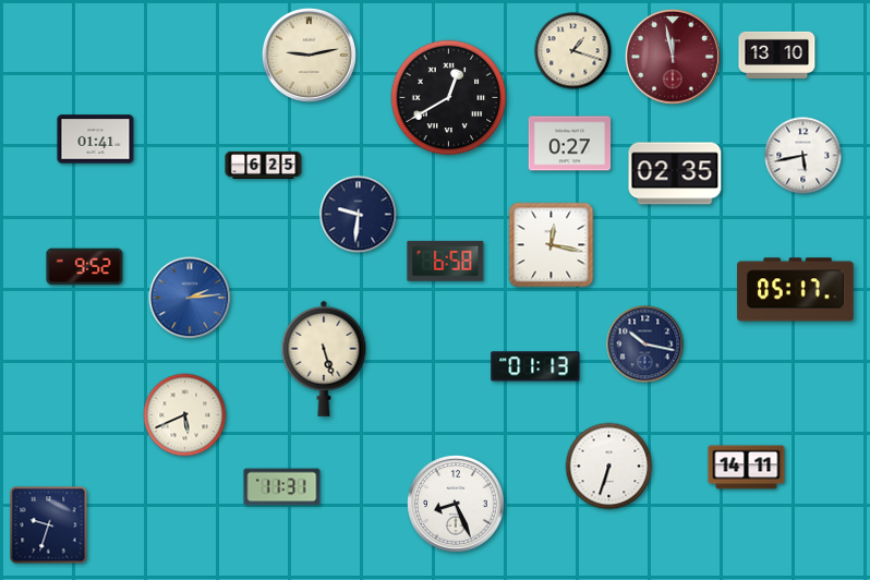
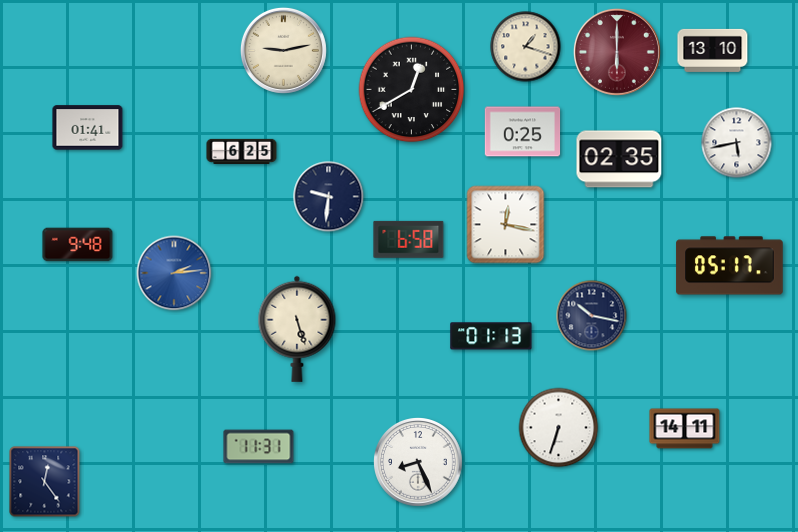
clock at (673, 57): 11:58 -> 6:00
clock at (570, 144): 0:27 -> 0:25
clock at (85, 267): 9:52 -> 9:48
clock at (185, 415): 5:41 -> none
clock at (49, 525): 9:33 -> 12:24
